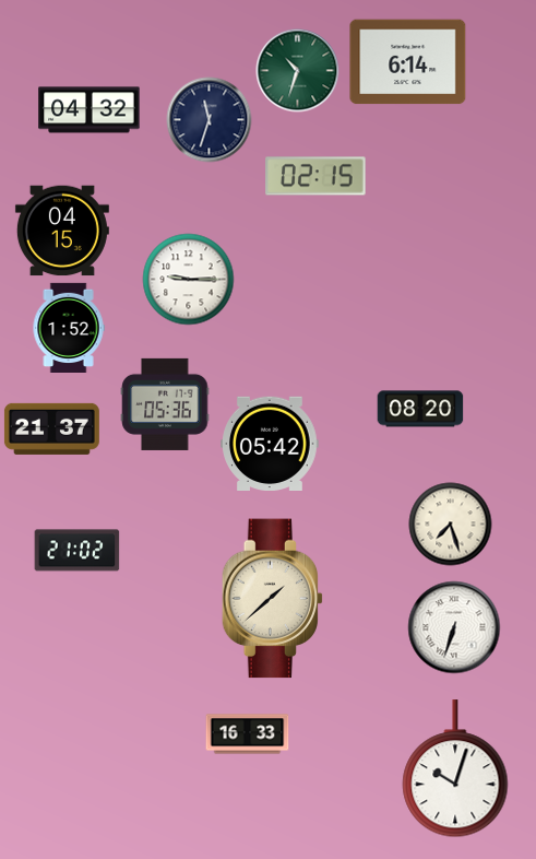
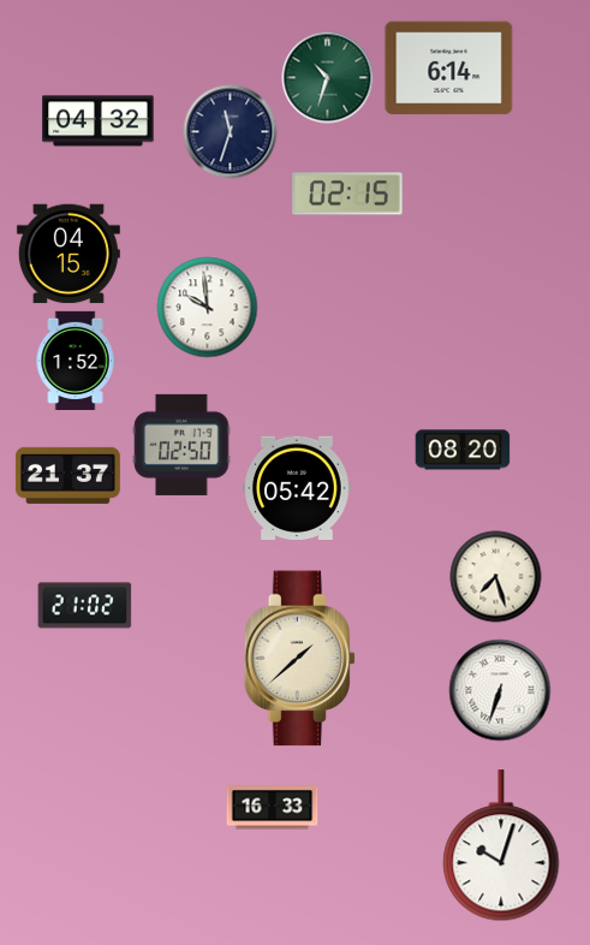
clock at (189, 280): 9:15 -> 9:59
clock at (165, 404): 05:36 -> 02:50
clock at (51, 428) position: (51, 428) -> (67, 475)
